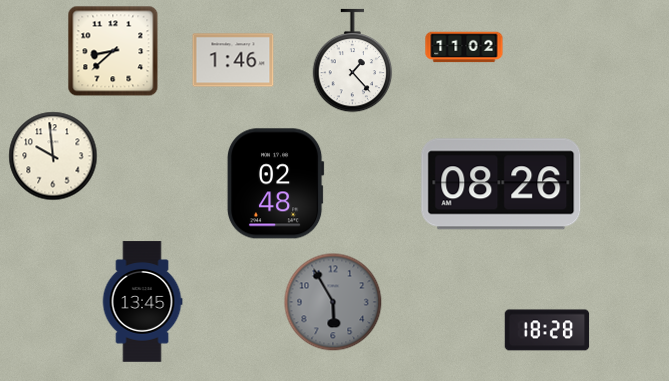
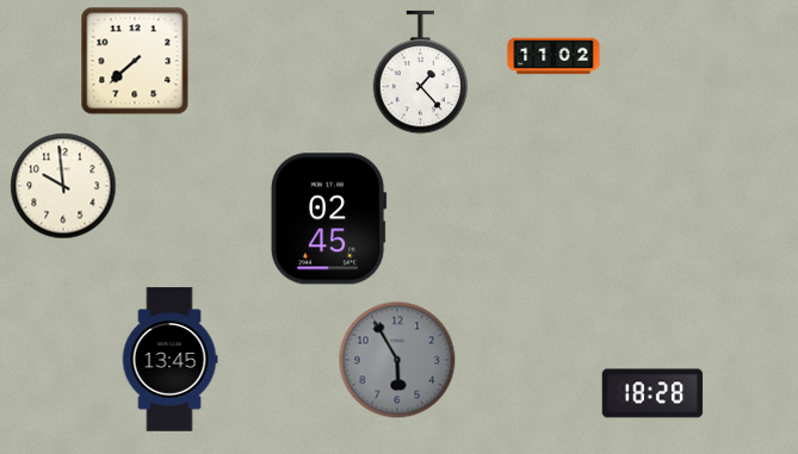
clock at (113, 51): 8:38 -> 7:38
clock at (233, 60): 1:46 -> none
clock at (275, 184): 02:48 -> 02:45
clock at (501, 184): 08:26 -> none
